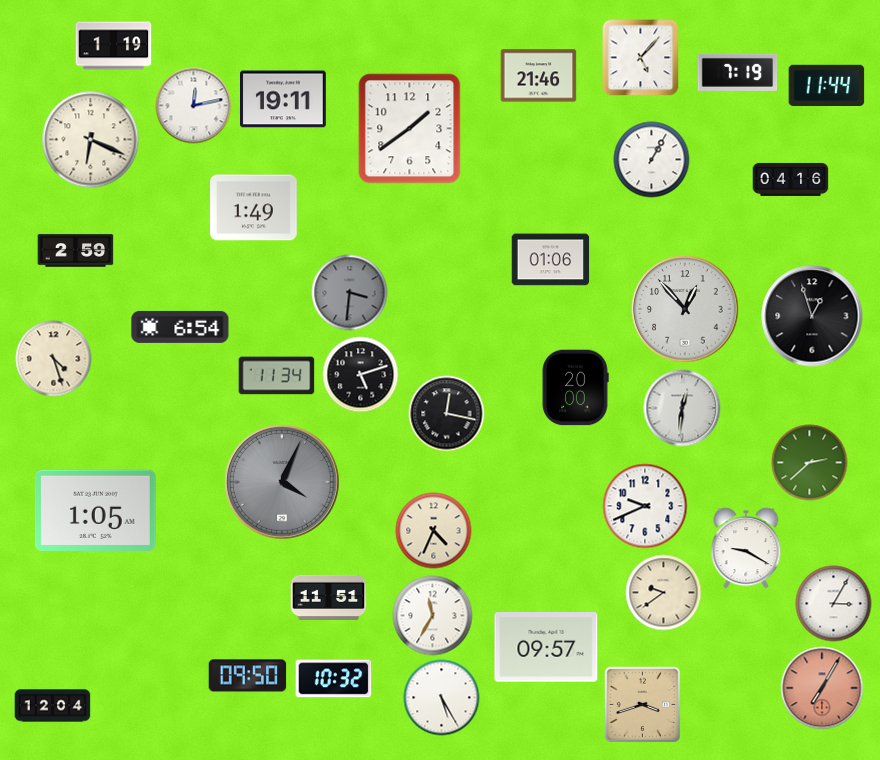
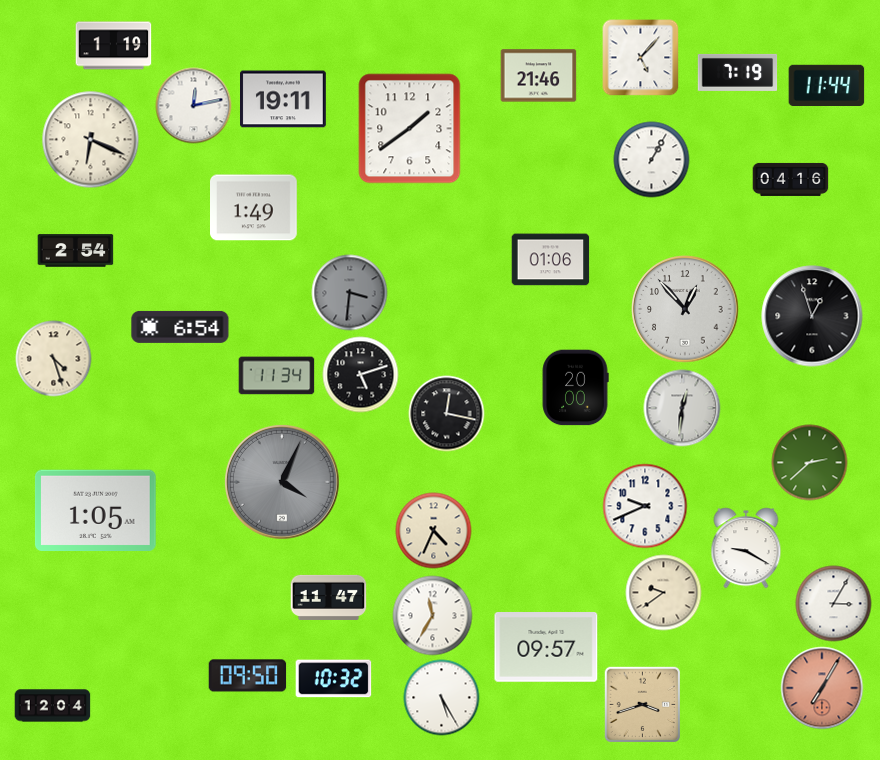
clock at (76, 251): 2:59 -> 2:54
clock at (329, 597): 11:51 -> 11:47
